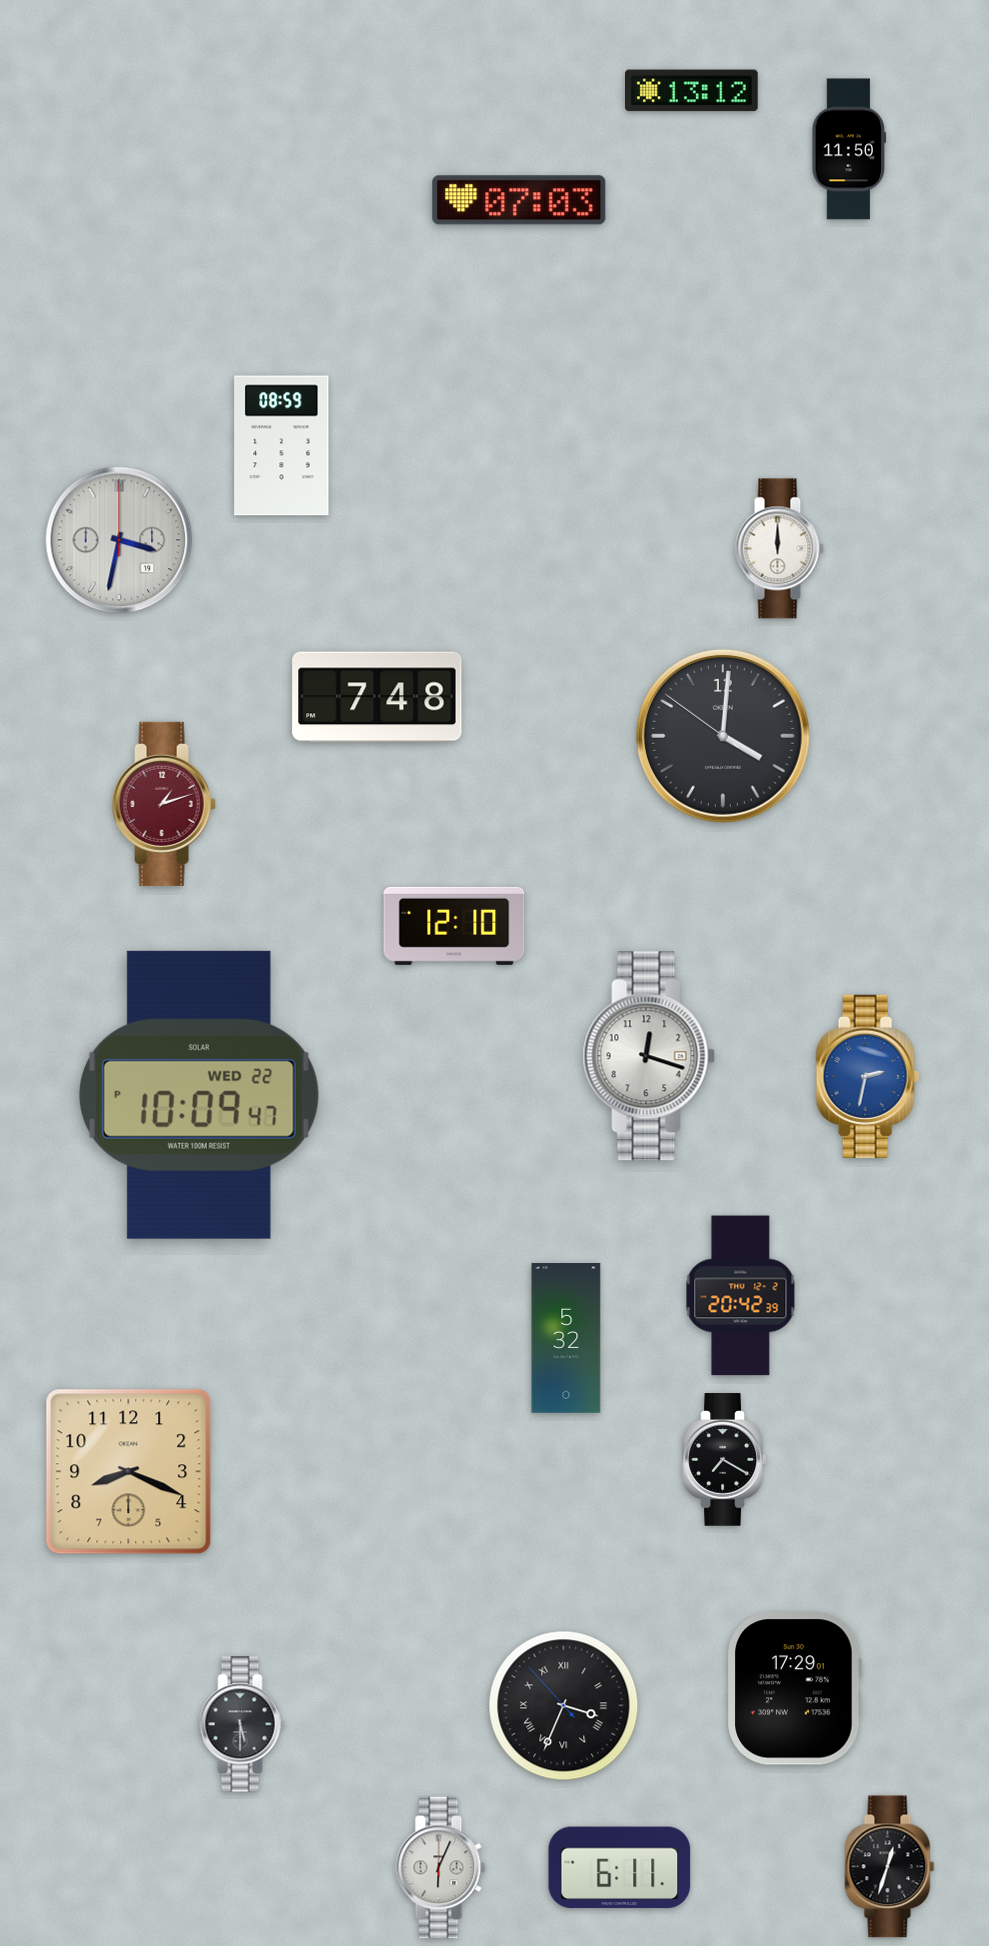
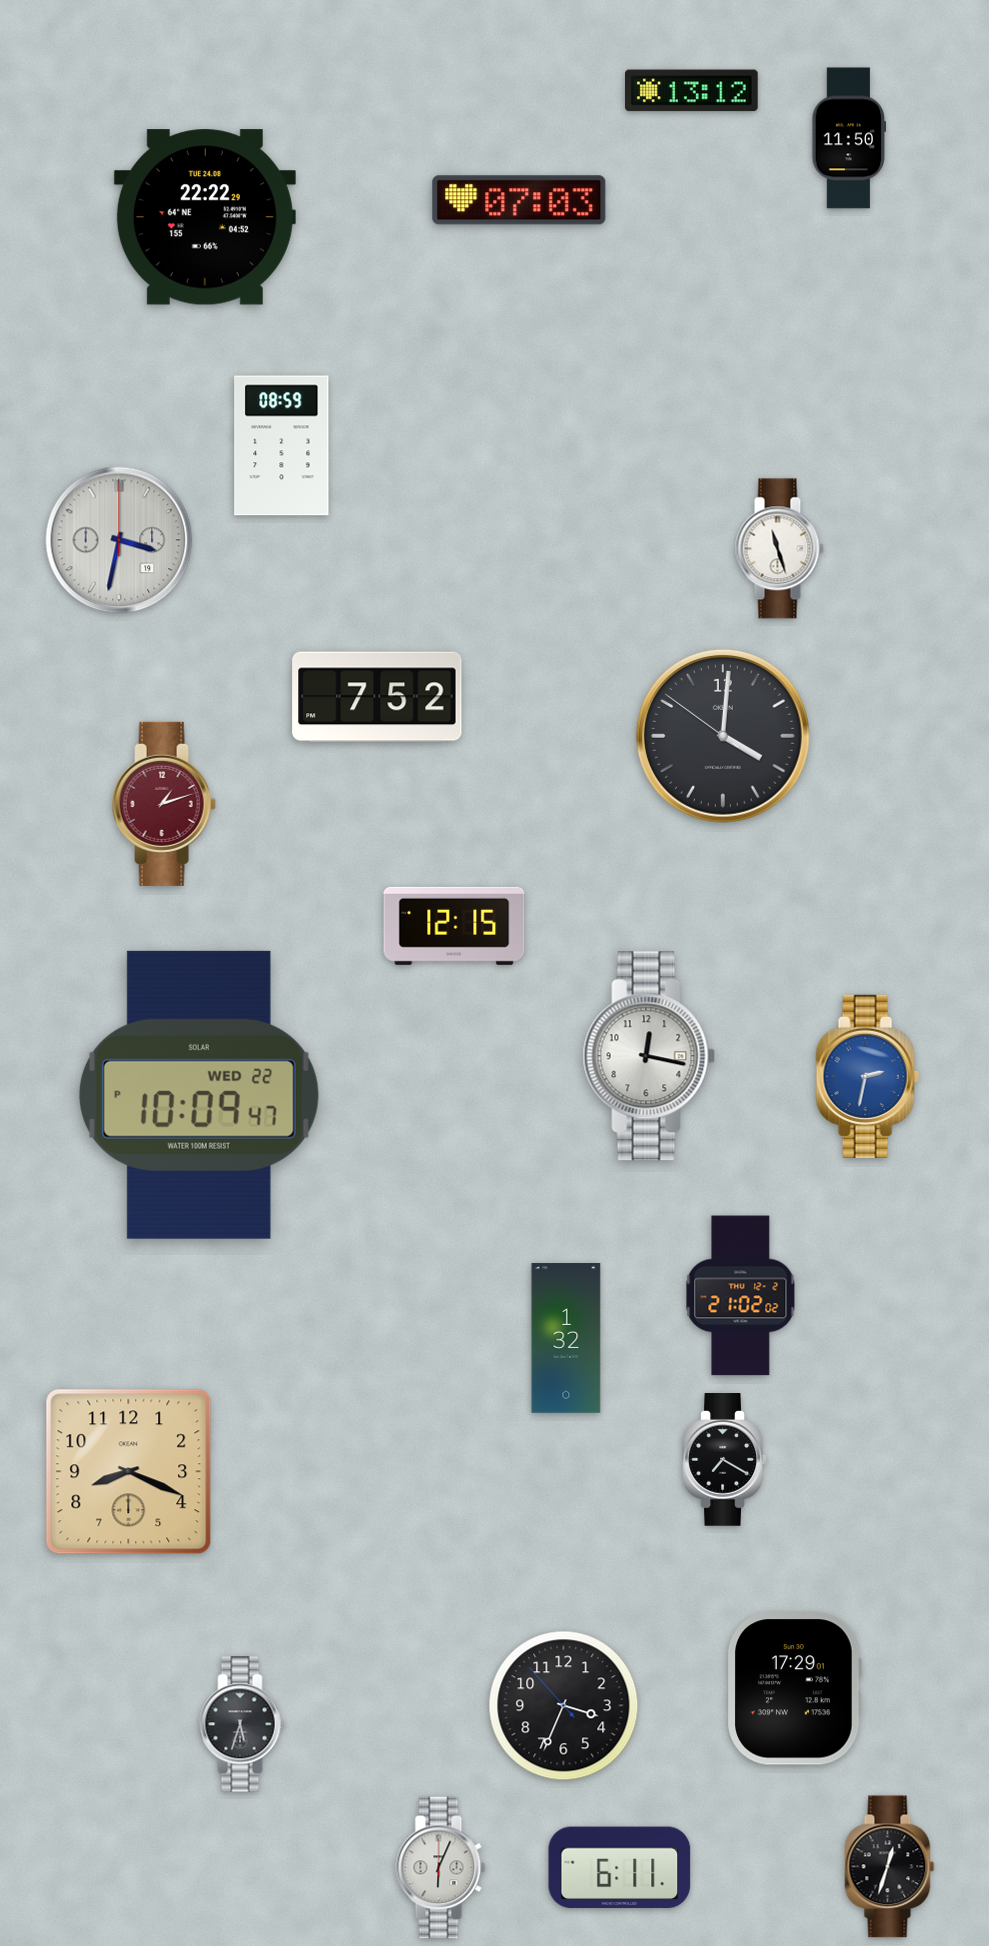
clock at (849, 149) position: (849, 149) -> (849, 138)
clock at (205, 217): none -> 22:22
clock at (779, 549): 12:00 -> 11:27
clock at (377, 697): 7:48 -> 7:52
clock at (454, 926): 12:10 -> 12:15
clock at (649, 1056): 12:18 -> 12:17
clock at (741, 1296): 20:42 -> 21:02
clock at (566, 1338): 5:32 -> 1:32
clock at (564, 1706) numerals: Roman -> Arabic
clock at (242, 1724): 5:30 -> 5:33
